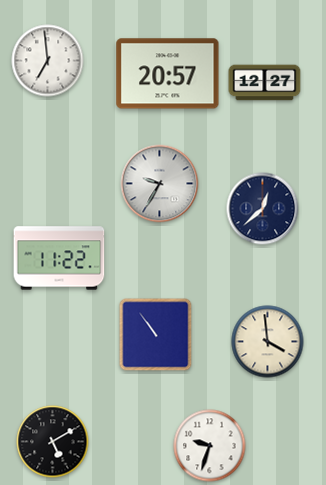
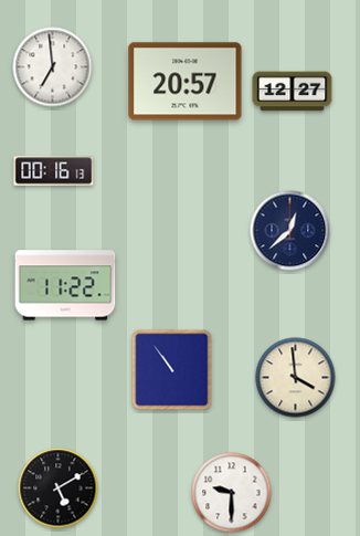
clock at (54, 171): none -> 00:16
clock at (160, 184): 9:35 -> none
clock at (210, 446): 9:33 -> 9:30
